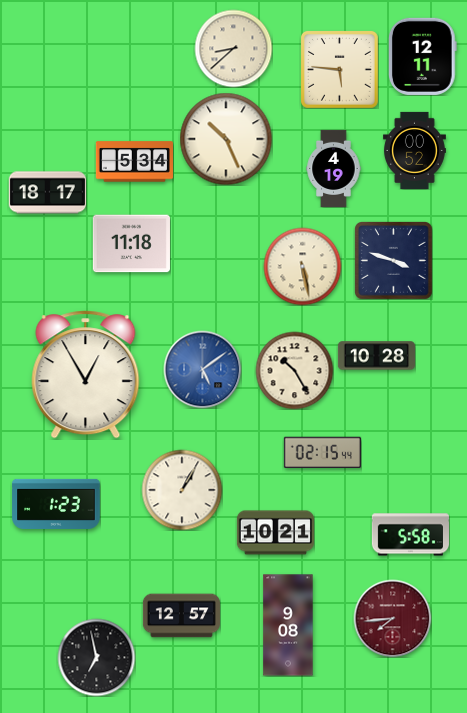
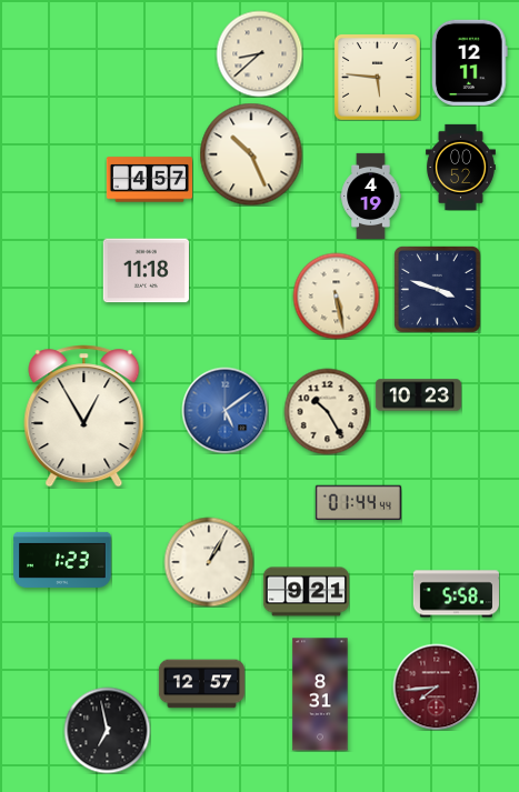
clock at (134, 162): 5:34 -> 4:57
clock at (334, 168) position: (334, 168) -> (371, 196)
clock at (47, 193): 18:17 -> none
clock at (376, 356): 10:28 -> 10:23
clock at (86, 375) position: (86, 375) -> (84, 417)
clock at (322, 453): 02:15 -> 01:44
clock at (182, 490) position: (182, 490) -> (209, 562)
clock at (275, 533): 10:21 -> 9:21
clock at (288, 625): 9:08 -> 8:31
